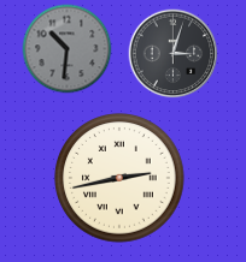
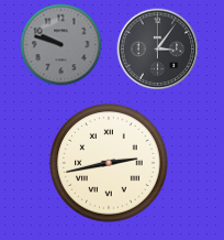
clock at (68, 49): 10:31 -> 9:48
clock at (174, 54): 3:03 -> 3:06
